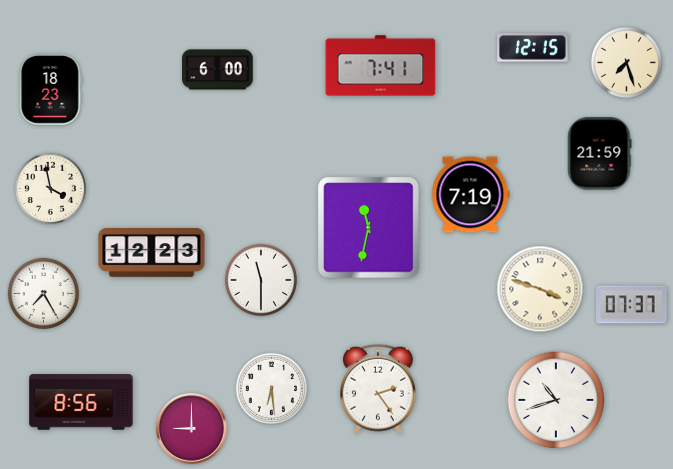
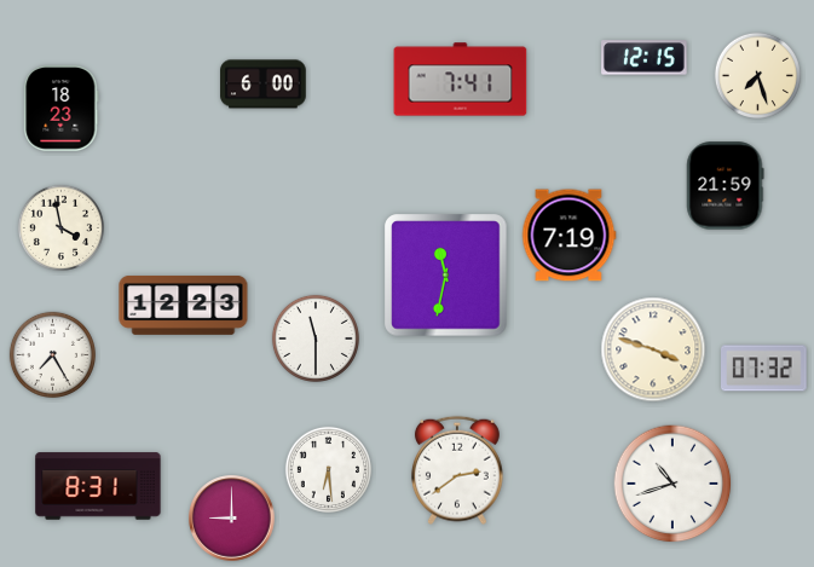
clock at (632, 305): 07:37 -> 07:32
clock at (378, 389): 2:24 -> 2:39
clock at (81, 402): 8:56 -> 8:31
